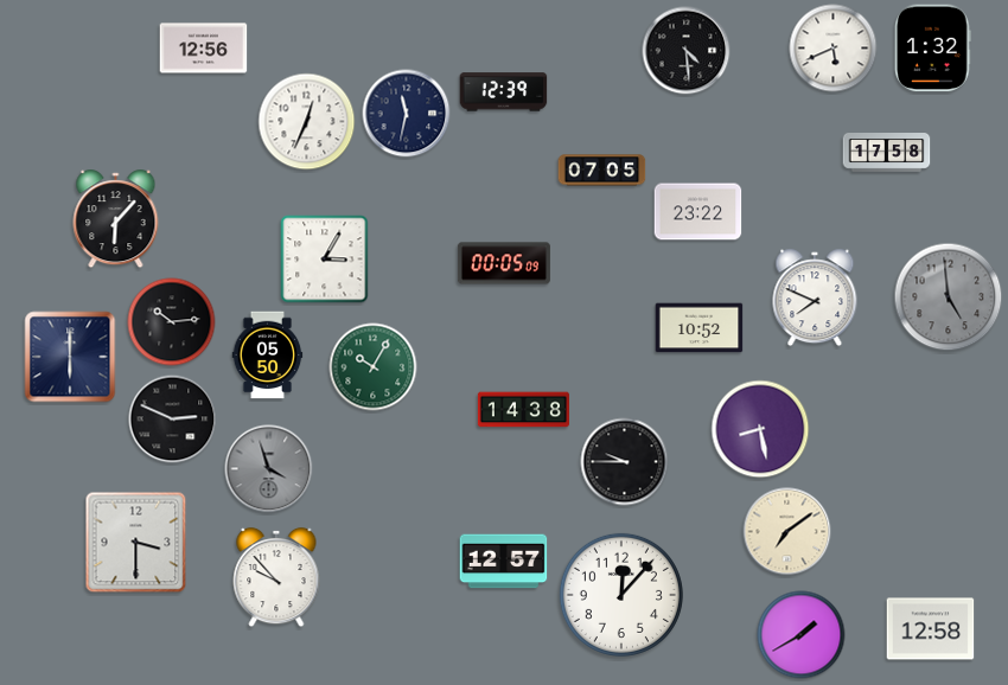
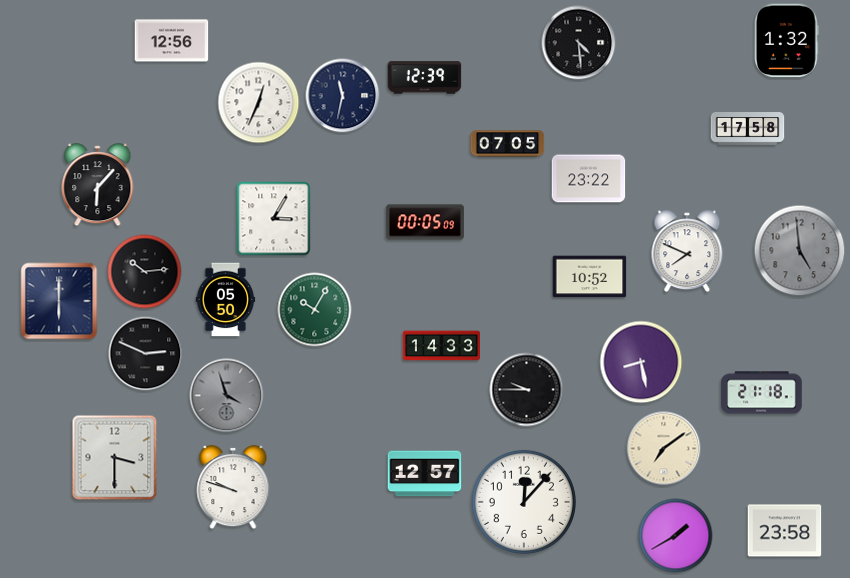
clock at (834, 49): 5:41 -> none
clock at (523, 410): 14:38 -> 14:33
clock at (762, 393): none -> 21:18
clock at (276, 577): 9:53 -> 9:48
clock at (931, 629): 12:58 -> 23:58
